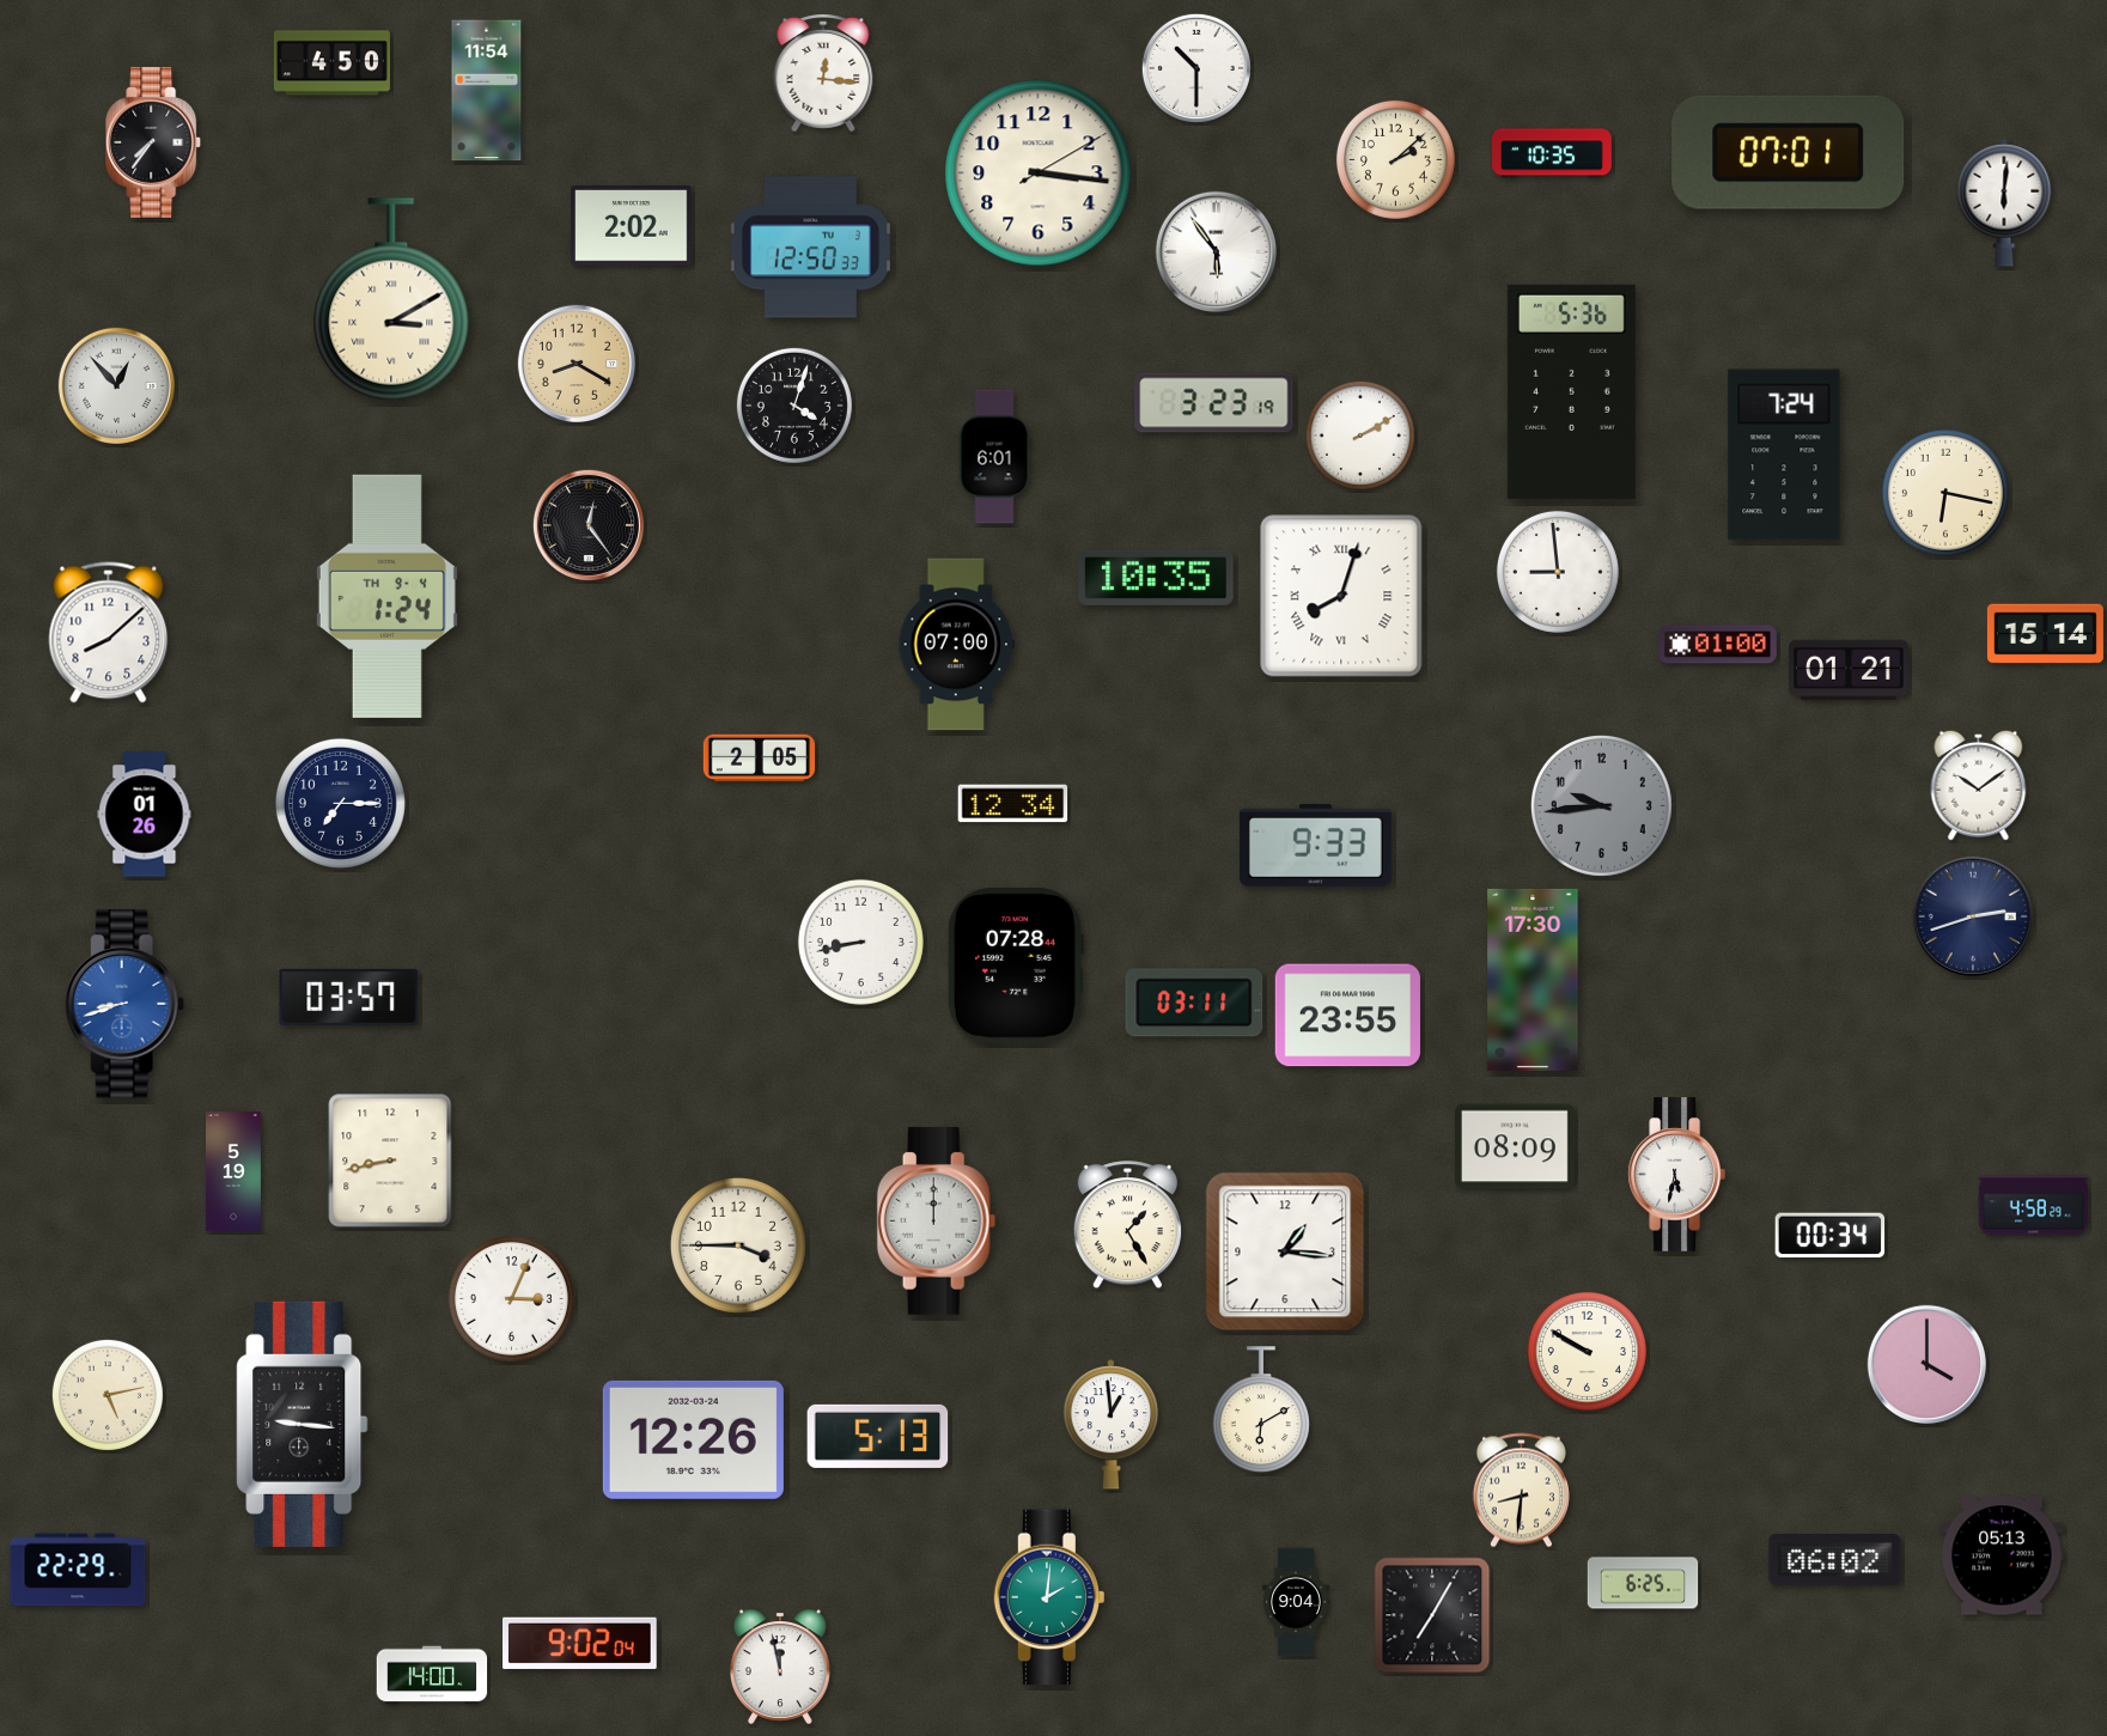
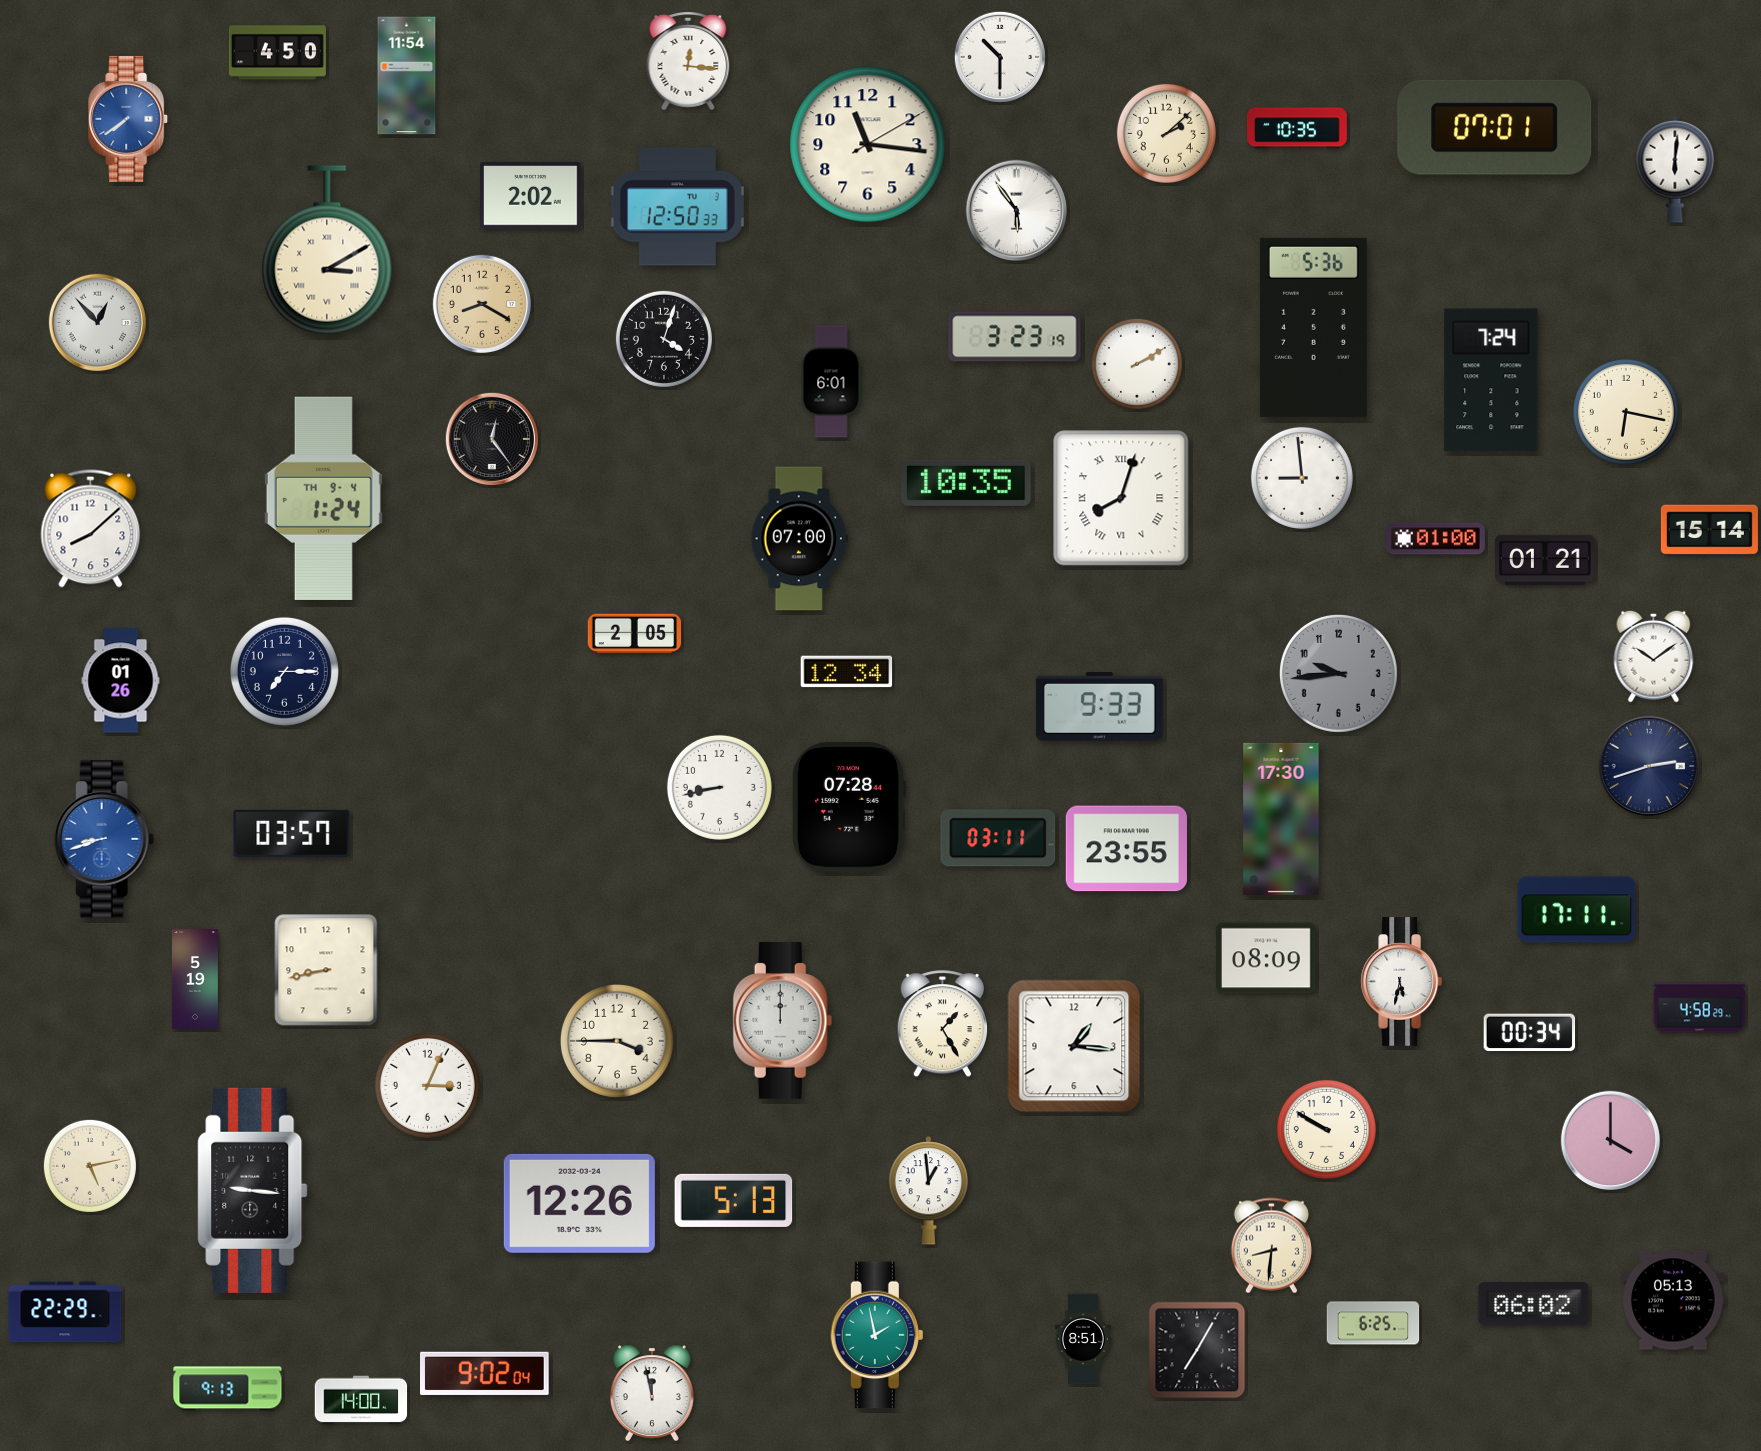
clock at (154, 142): 7:36 -> 7:39
clock at (154, 142) dial: black -> blue
clock at (1039, 173): 3:16 -> 11:16
clock at (632, 226) position: (632, 226) -> (531, 196)
clock at (1577, 910): none -> 17:11
clock at (1261, 1411): 6:10 -> none
clock at (1048, 1597): 2:01 -> 1:58
clock at (1296, 1602): 9:04 -> 8:51
clock at (228, 1389): none -> 9:13
